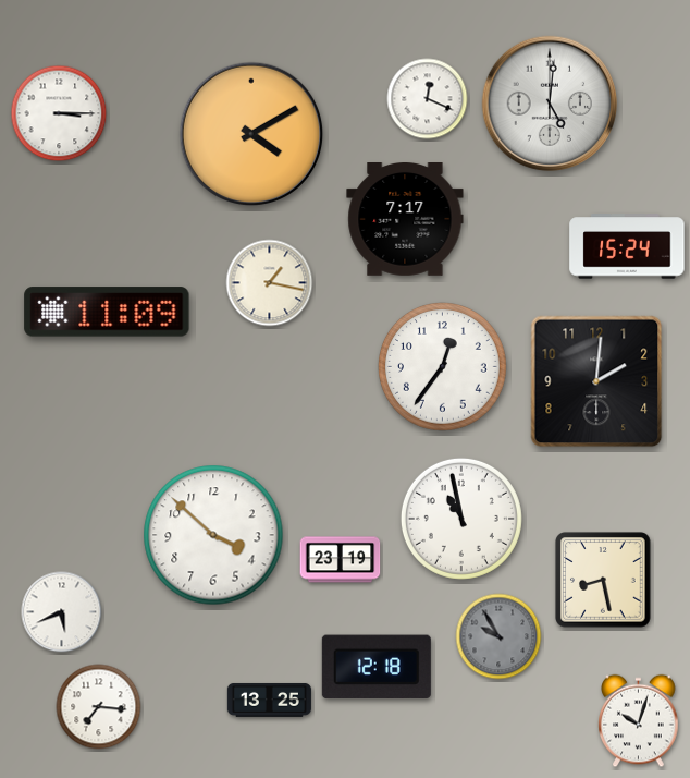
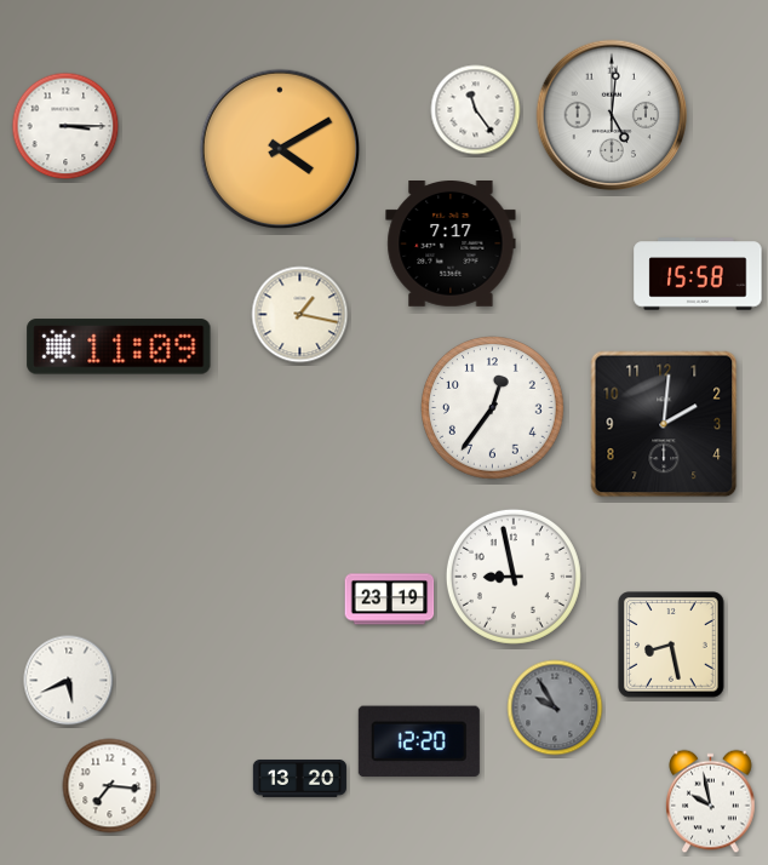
clock at (428, 99): 12:19 -> 11:24
clock at (627, 246): 15:24 -> 15:58
clock at (461, 519): 10:58 -> 8:58
clock at (213, 535): 3:52 -> none
clock at (341, 560) position: (341, 560) -> (390, 600)
clock at (377, 667): 12:18 -> 12:20
clock at (269, 700): 13:25 -> 13:20
clock at (639, 721): 10:03 -> 9:58
